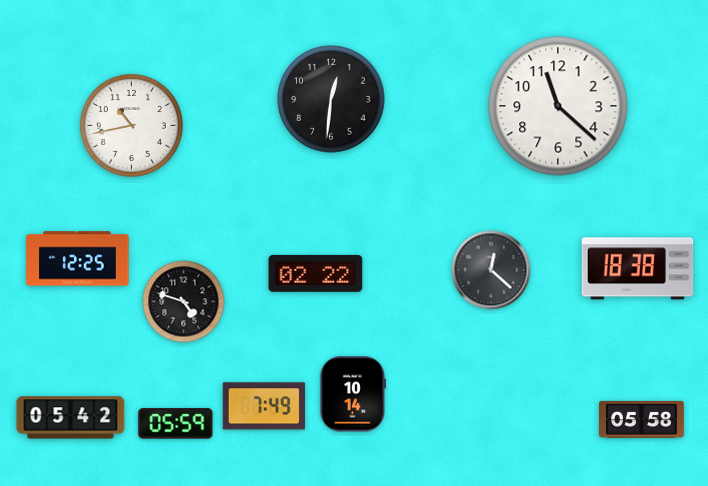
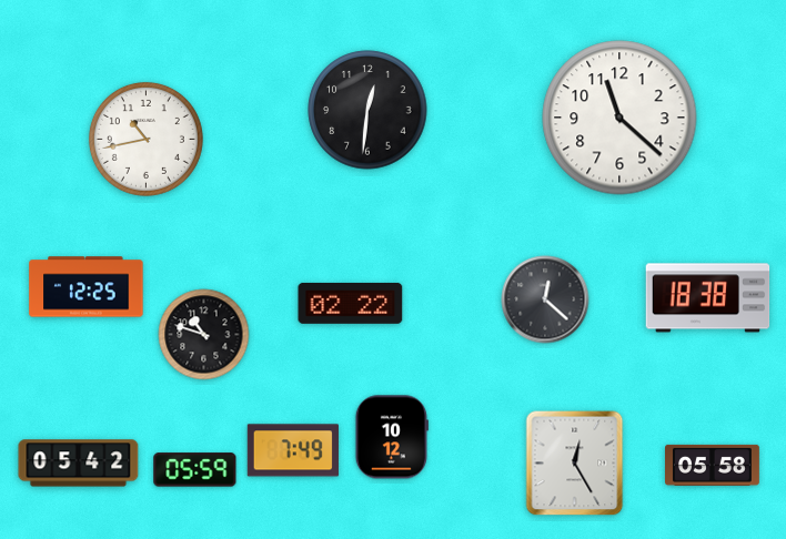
clock at (184, 302): 4:48 -> 10:48
clock at (353, 394): 10:14 -> 10:12
clock at (575, 464): none -> 12:25
